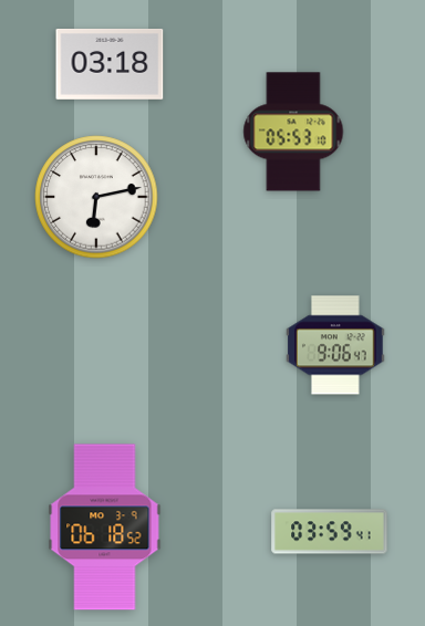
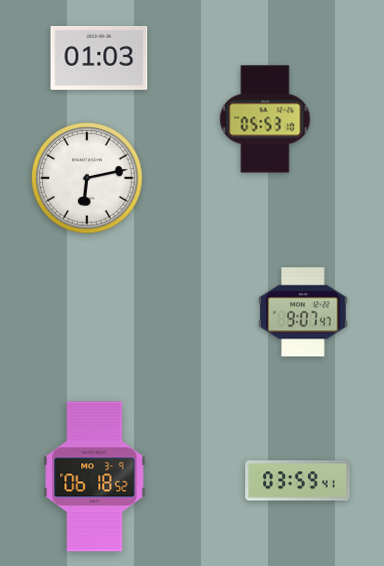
clock at (110, 64): 03:18 -> 01:03
clock at (336, 345): 9:06 -> 9:07
